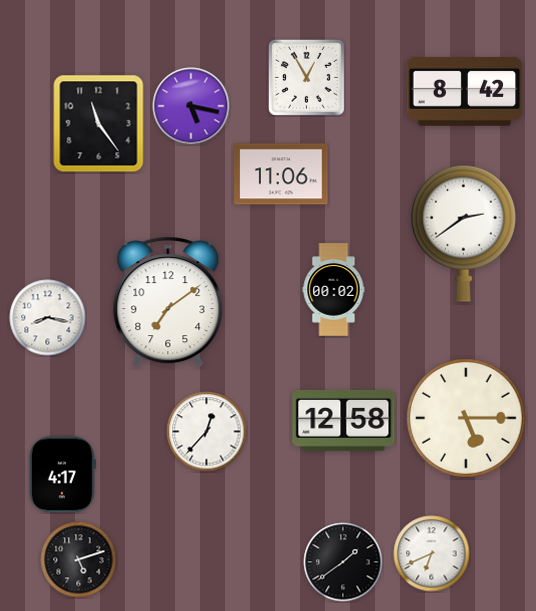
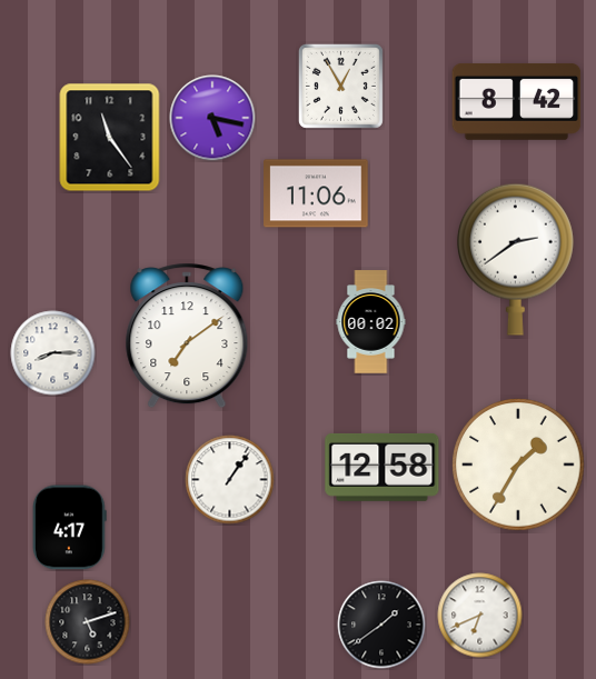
clock at (281, 174) position: (281, 174) -> (316, 193)
clock at (48, 318): 8:17 -> 8:15
clock at (466, 418): 5:15 -> 1:35
clock at (207, 432): 12:37 -> 1:06
